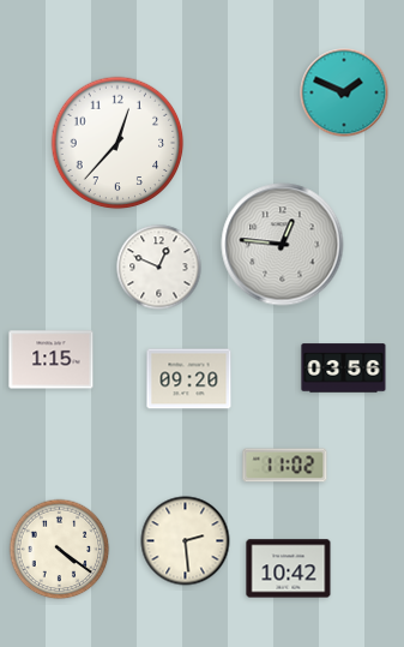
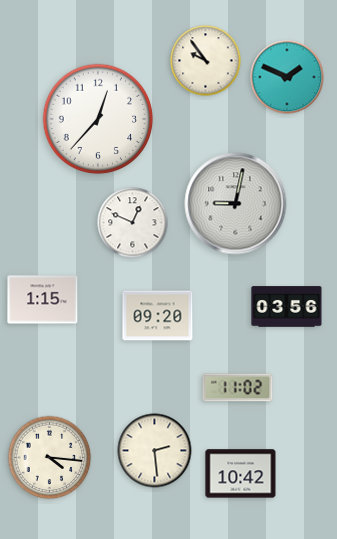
clock at (206, 61): none -> 9:54
clock at (283, 245): 12:46 -> 9:02
clock at (60, 550): 4:21 -> 4:16
